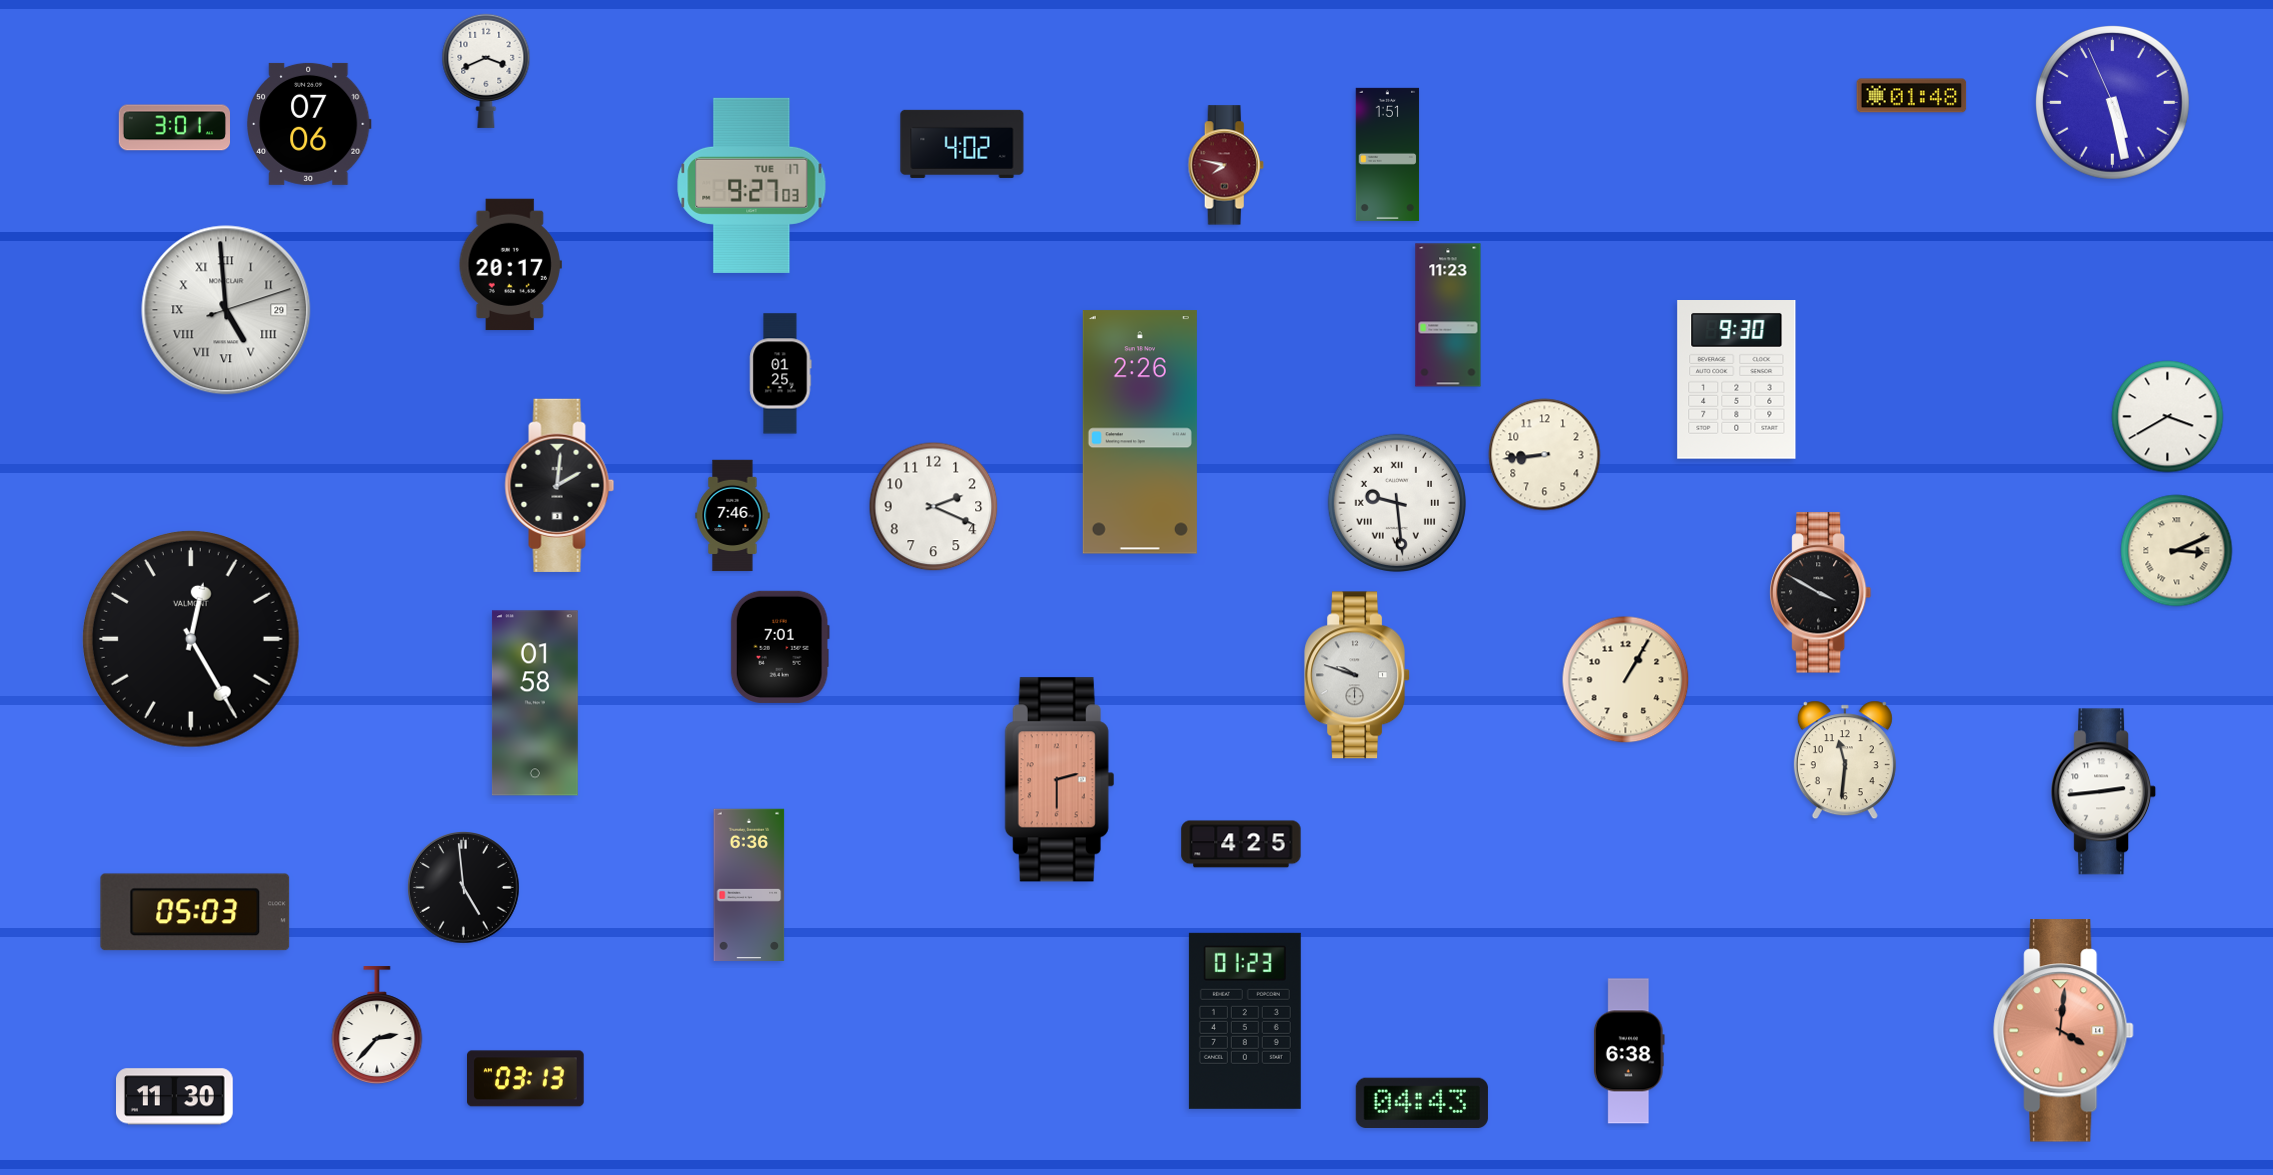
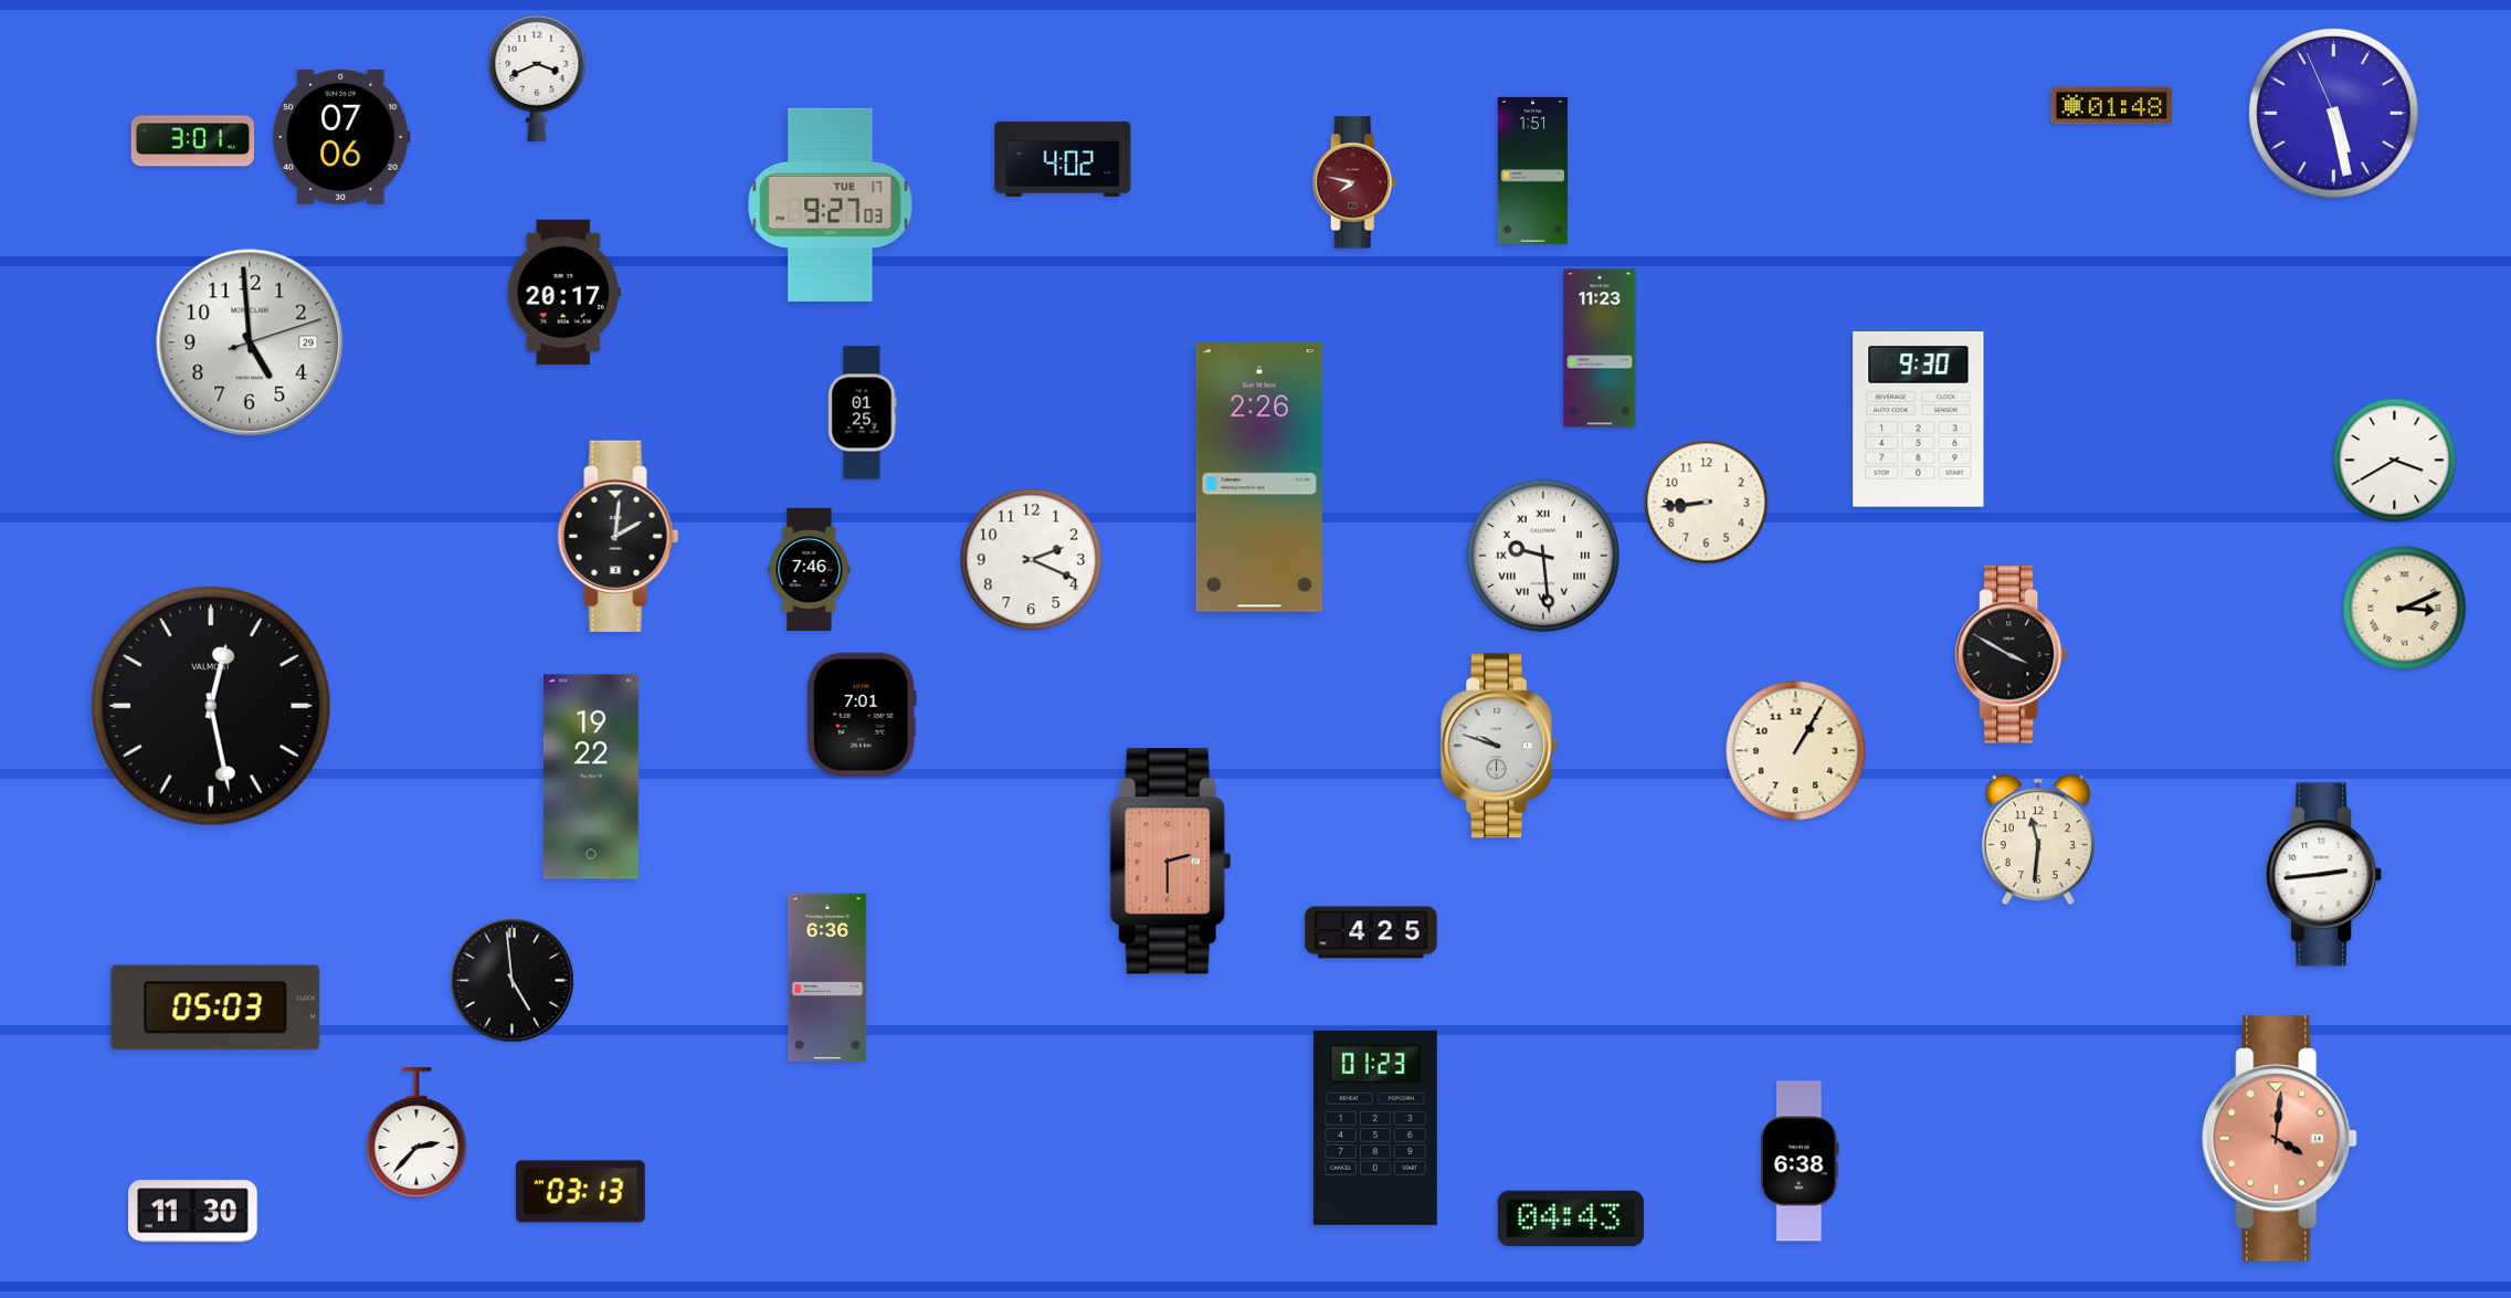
clock at (226, 310) numerals: Roman -> Arabic
clock at (192, 640): 12:25 -> 12:28
clock at (535, 703): 01:58 -> 19:22
